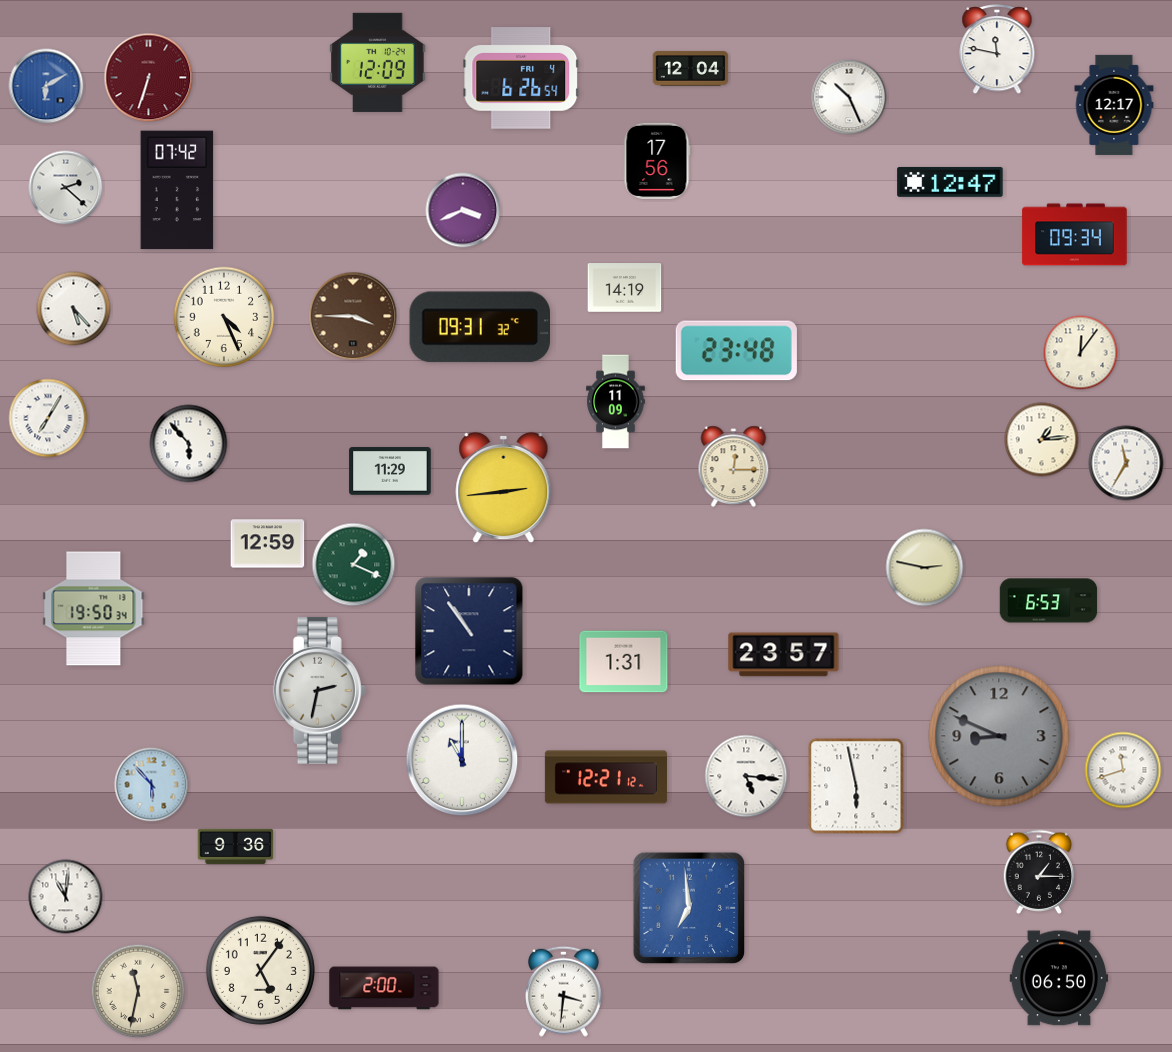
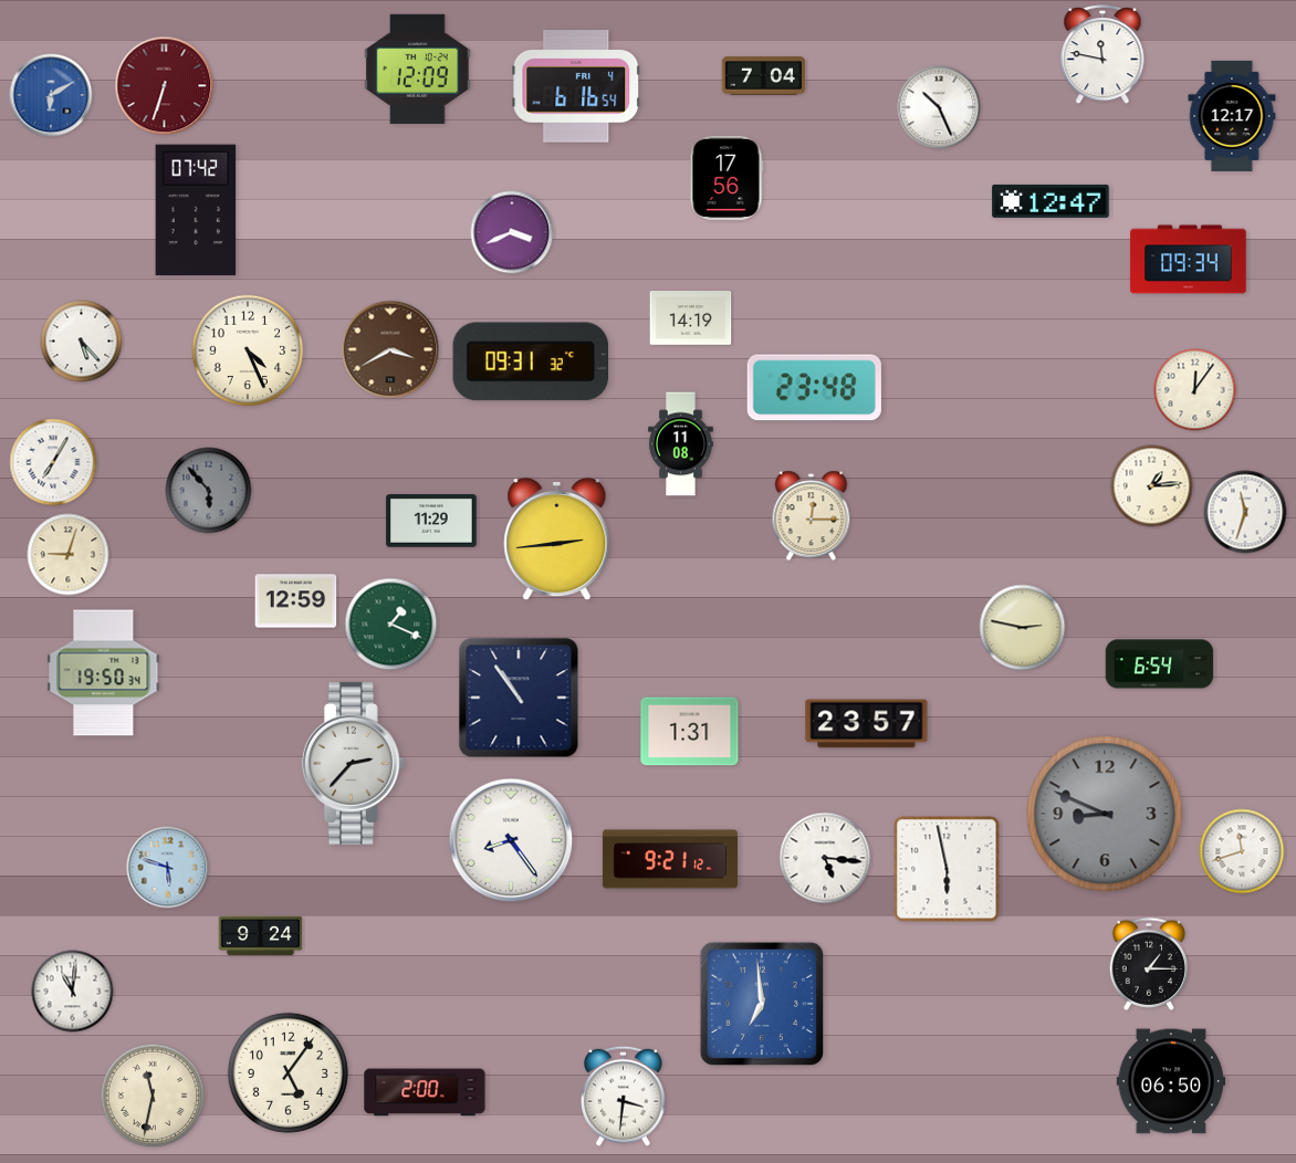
clock at (691, 69): 12:04 -> 7:04
clock at (521, 78): 6:26 -> 6:16
clock at (66, 188): 2:22 -> none
clock at (353, 316): 3:45 -> 3:40
clock at (616, 402): 11:09 -> 11:08
clock at (189, 444) dial: white -> grey
clock at (1126, 463): 11:35 -> 11:33
clock at (69, 555): none -> 9:03
clock at (1049, 601): 6:53 -> 6:54
clock at (319, 690): 2:32 -> 2:37
clock at (462, 760): 11:00 -> 8:24
clock at (606, 777): 12:21 -> 9:21
clock at (152, 785): 5:53 -> 5:48
clock at (236, 846): 9:36 -> 9:24
